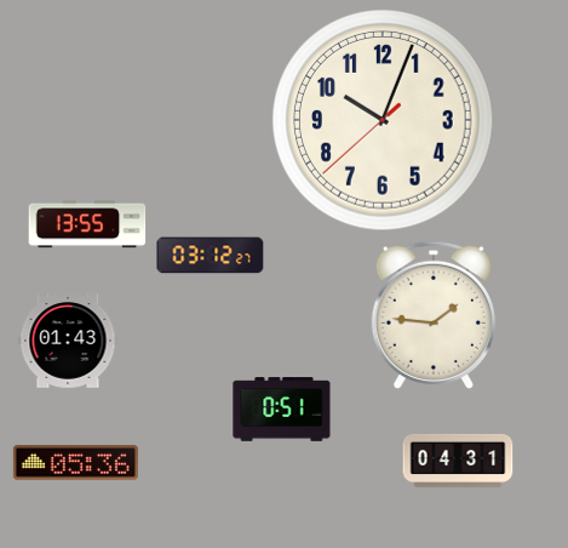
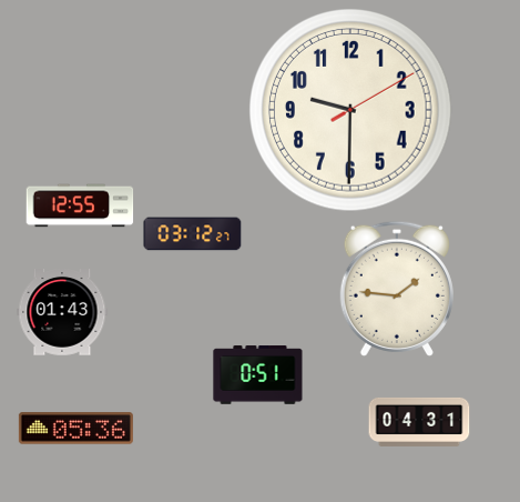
clock at (383, 120): 10:03 -> 9:30
clock at (87, 224): 13:55 -> 12:55
clock at (75, 463) position: (75, 463) -> (75, 429)
